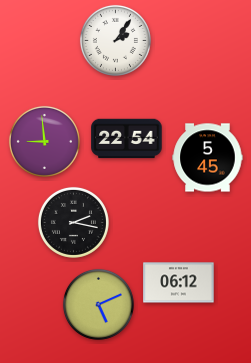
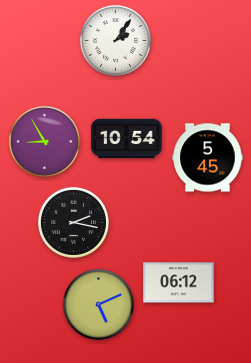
clock at (127, 139): 22:54 -> 10:54
clock at (44, 141): 8:59 -> 8:55
